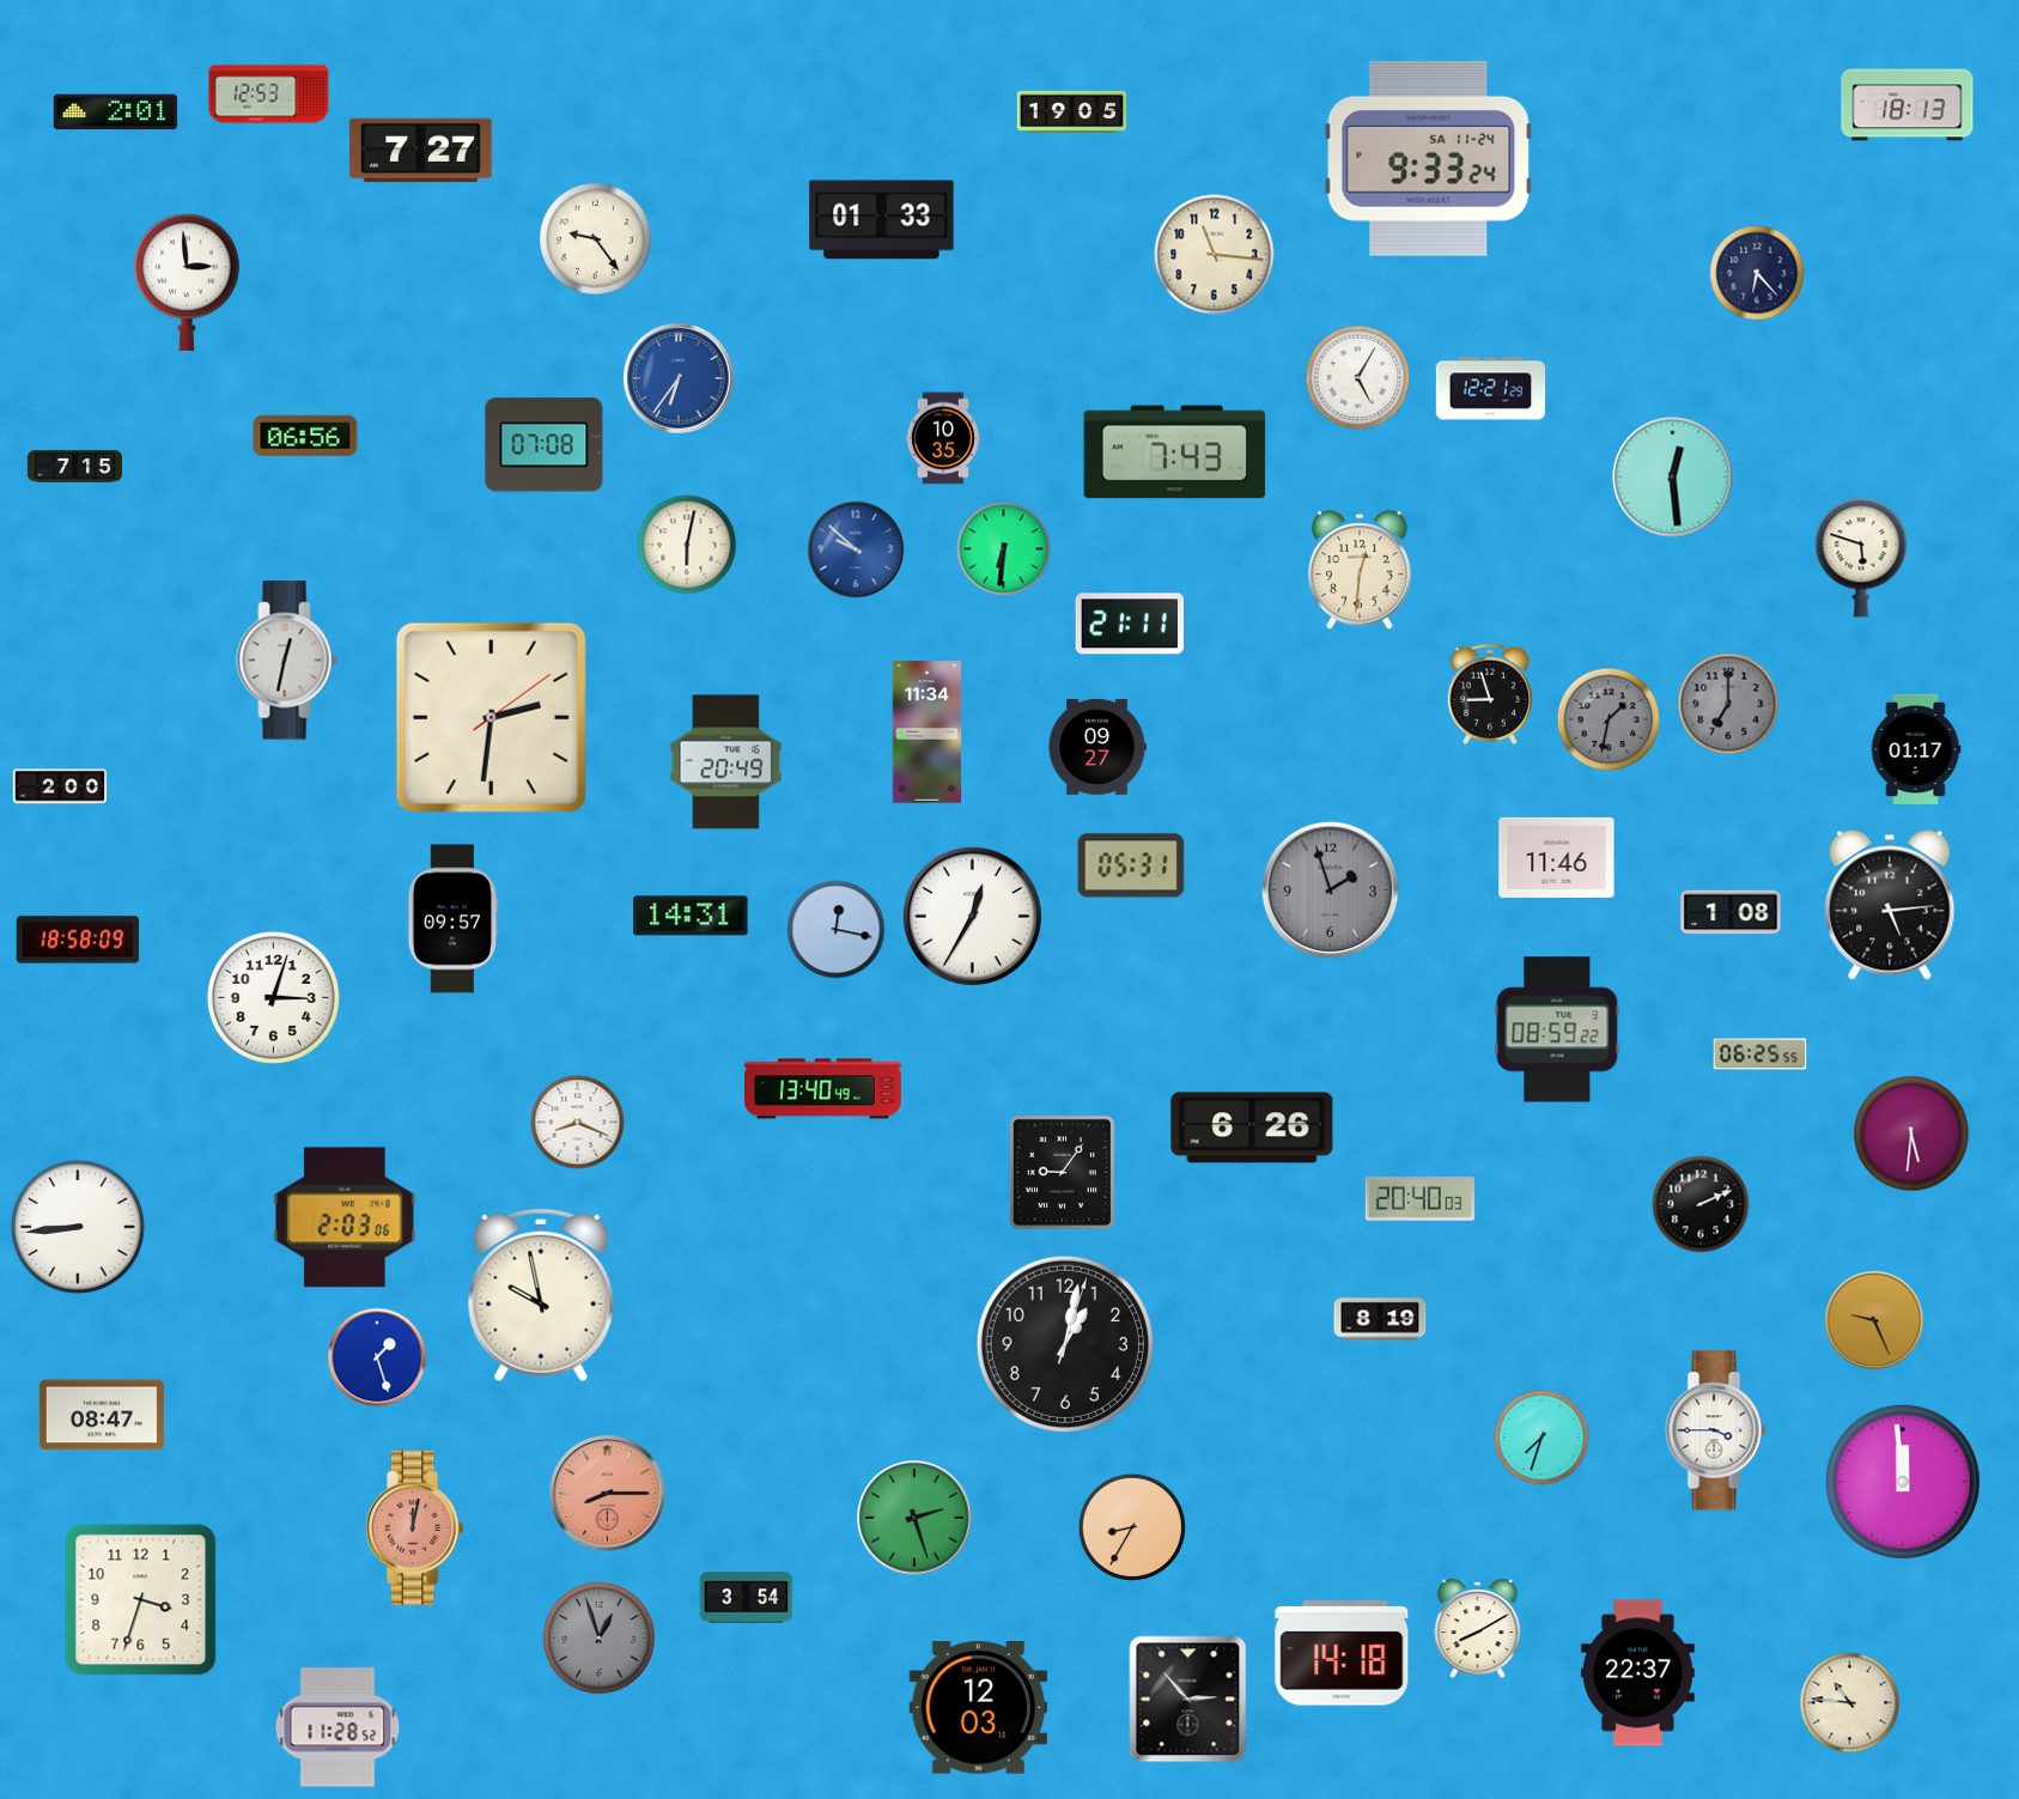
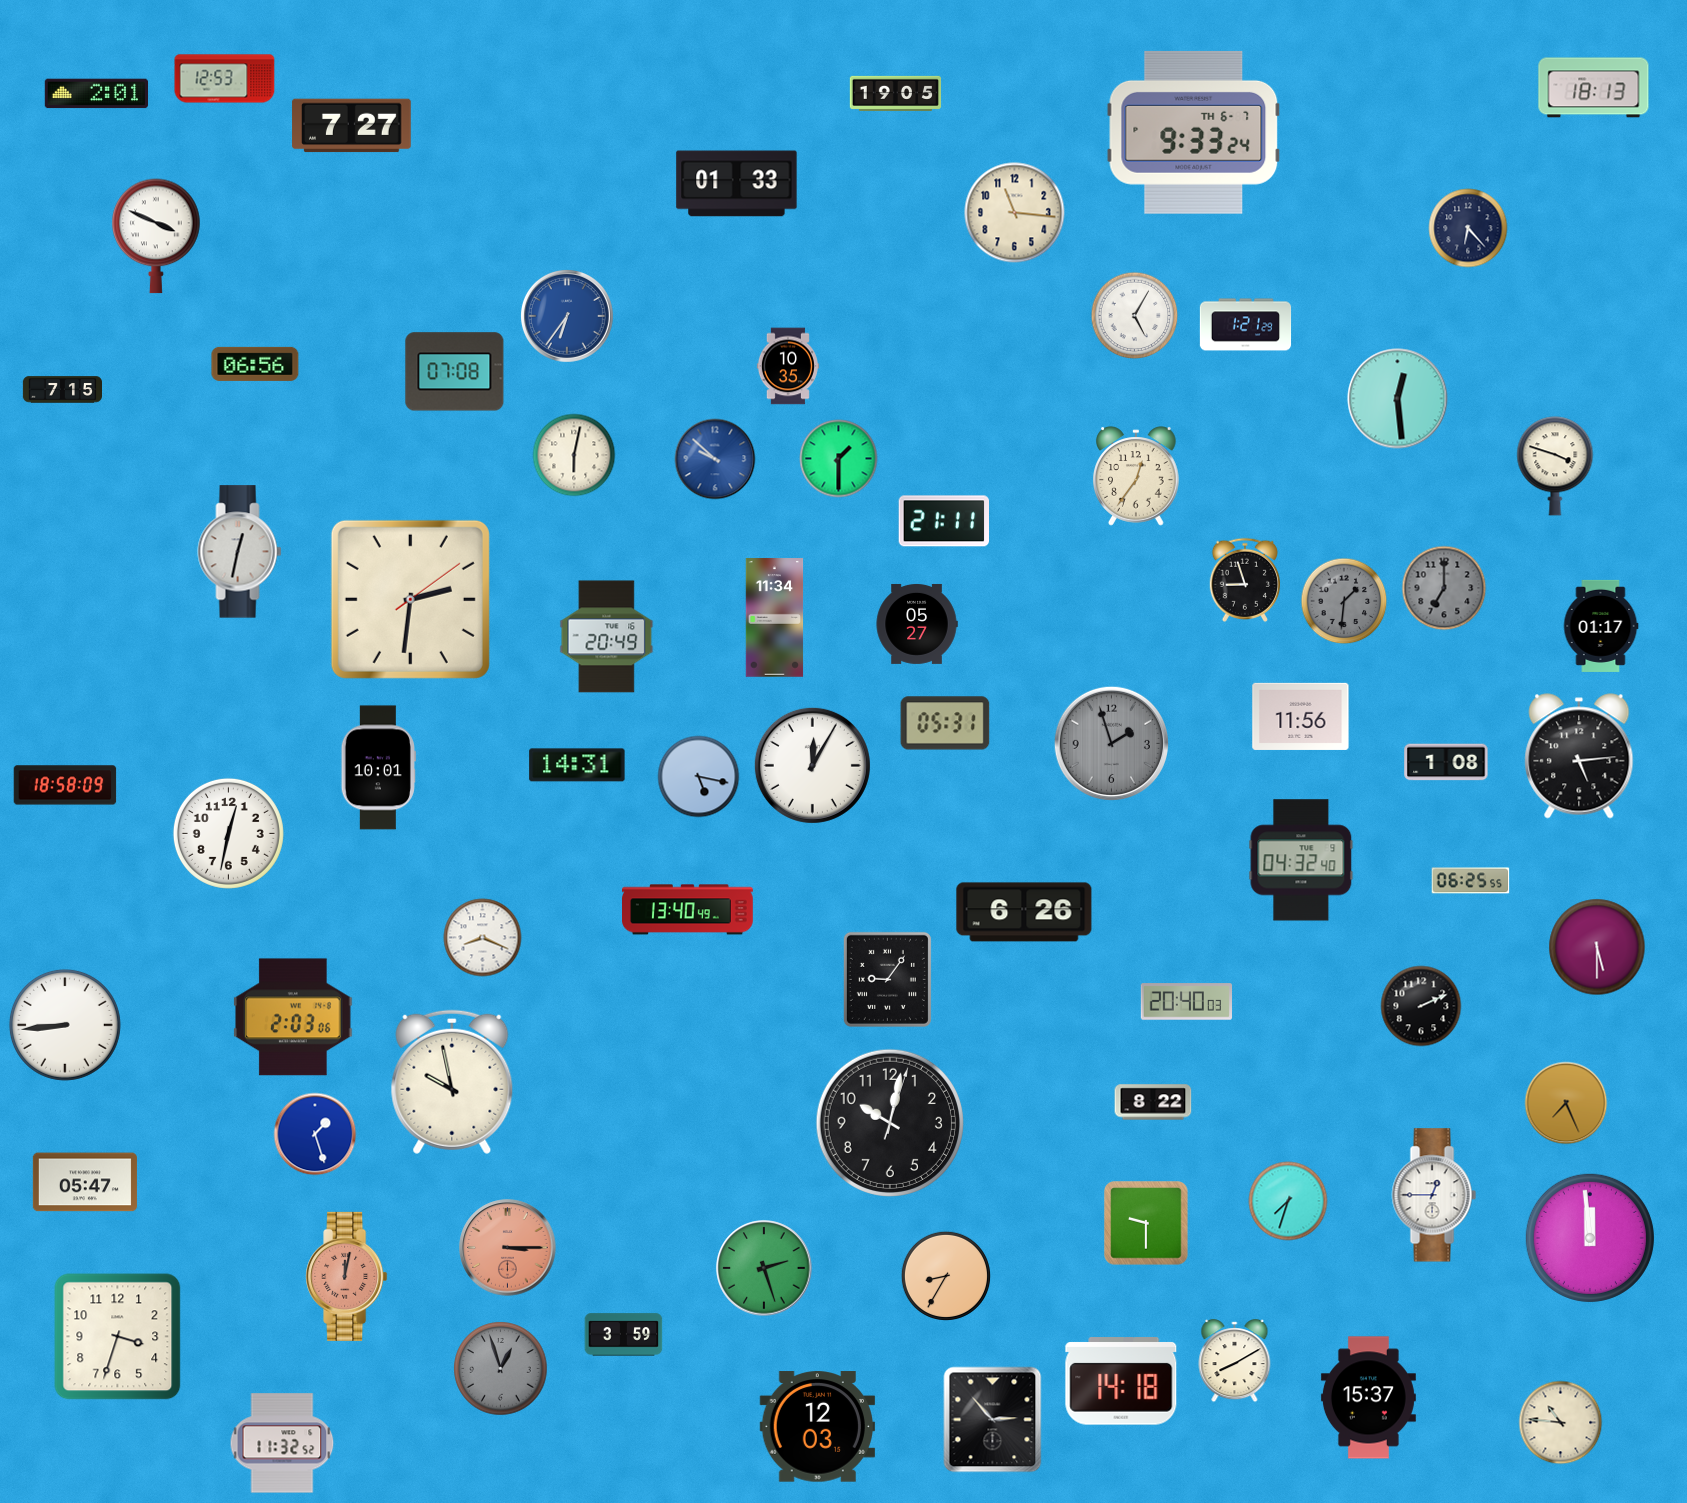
clock at (1429, 158) date: SA 11-24 -> TH 6-7
clock at (596, 239): 9:24 -> none
clock at (187, 282): 2:59 -> 3:49
clock at (1491, 389): 12:21 -> 1:21
clock at (1175, 452): 7:43 -> none
clock at (1004, 549): 6:31 -> 1:30
clock at (1861, 558): 5:48 -> 3:48
clock at (1360, 570): 12:31 -> 12:36
clock at (1608, 719): 1:32 -> 1:31
clock at (928, 733) position: (928, 733) -> (775, 618)
clock at (1097, 747): 09:27 -> 05:27
clock at (60, 786): 2:00 -> none
clock at (1557, 857): 11:46 -> 11:56
clock at (972, 916): 12:35 -> 12:05
clock at (452, 919): 09:57 -> 10:01
clock at (837, 930): 12:17 -> 5:17
clock at (273, 997): 3:03 -> 12:32
clock at (1557, 1029): 08:59 -> 04:32
clock at (1252, 1128) position: (1252, 1128) -> (1024, 912)
clock at (1911, 1134): 5:31 -> 5:30
clock at (345, 1217) position: (345, 1217) -> (293, 1017)
clock at (1380, 1319): 8:19 -> 8:22
clock at (1874, 1320): 9:26 -> 7:26
clock at (1065, 1344): 1:02 -> 10:02
clock at (102, 1415): 08:47 -> 05:47
clock at (1716, 1430): 3:45 -> 12:45
clock at (1146, 1223): none -> 9:30
clock at (608, 1494): 8:15 -> 3:15
clock at (747, 1598): 3:54 -> 3:59
clock at (1637, 1673): 22:37 -> 15:37
clock at (1850, 1703) position: (1850, 1703) -> (1561, 1423)
clock at (337, 1727): 11:28 -> 11:32
